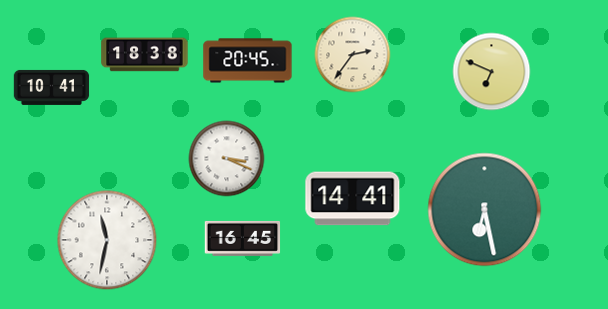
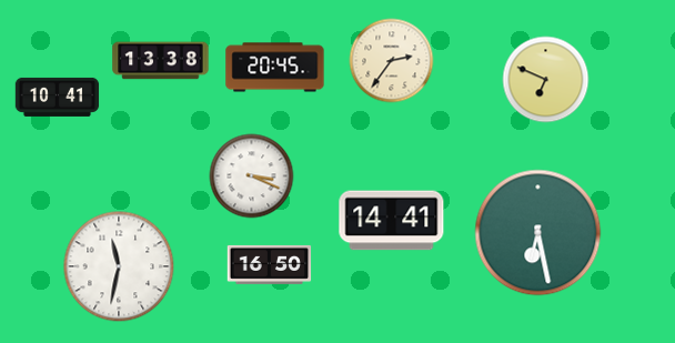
clock at (145, 55): 18:38 -> 13:38
clock at (243, 238): 16:45 -> 16:50
